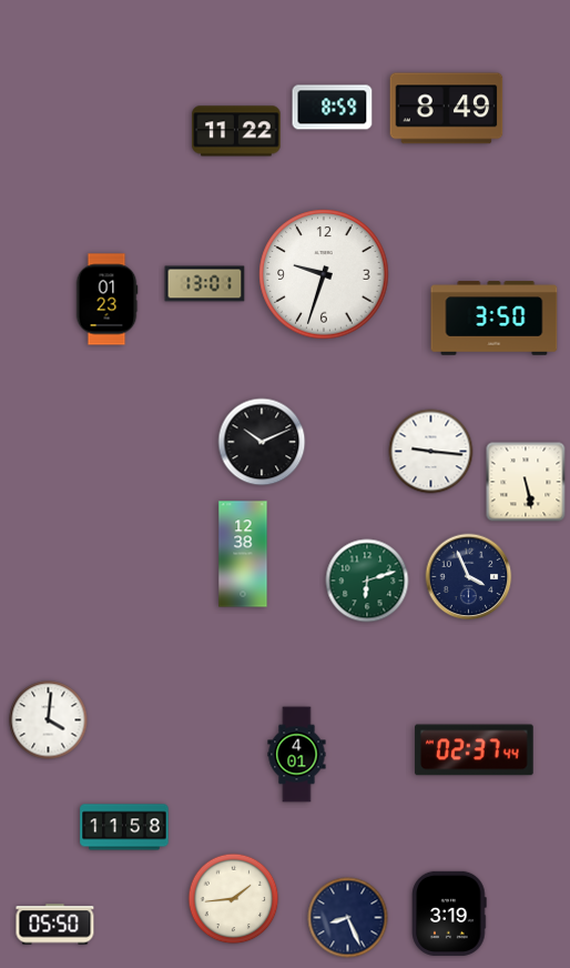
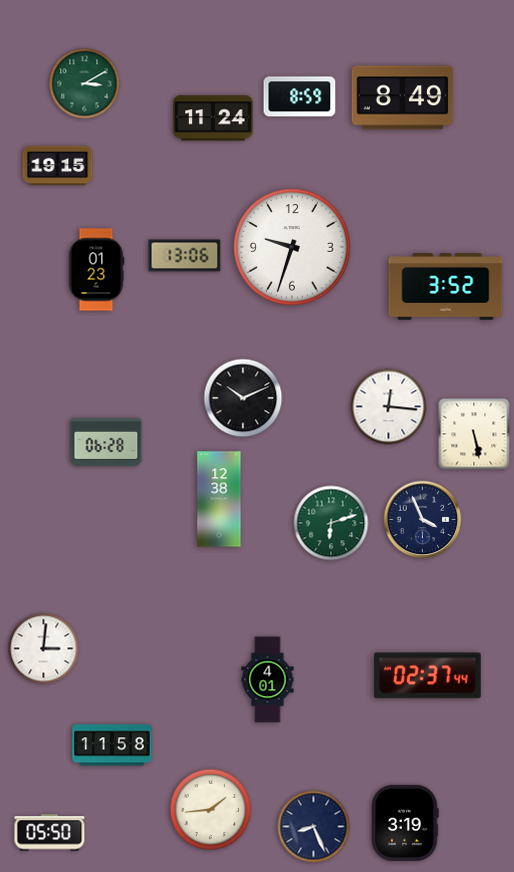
clock at (85, 84): none -> 3:10
clock at (236, 131): 11:22 -> 11:24
clock at (58, 166): none -> 19:15
clock at (205, 284): 13:01 -> 13:06
clock at (495, 319): 3:50 -> 3:52
clock at (262, 442) position: (262, 442) -> (243, 398)
clock at (431, 452): 9:16 -> 12:16
clock at (106, 442): none -> 06:28
clock at (49, 720): 4:01 -> 3:01
